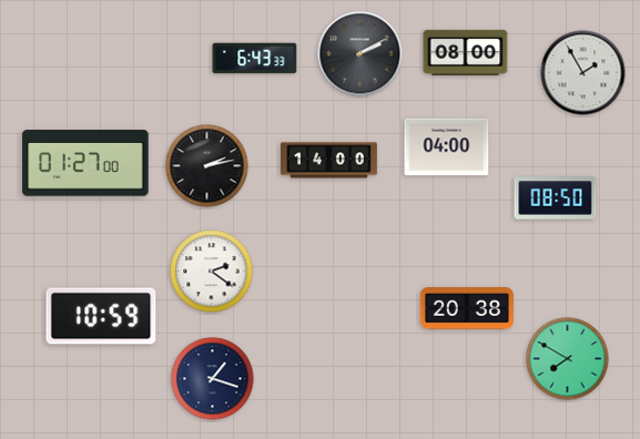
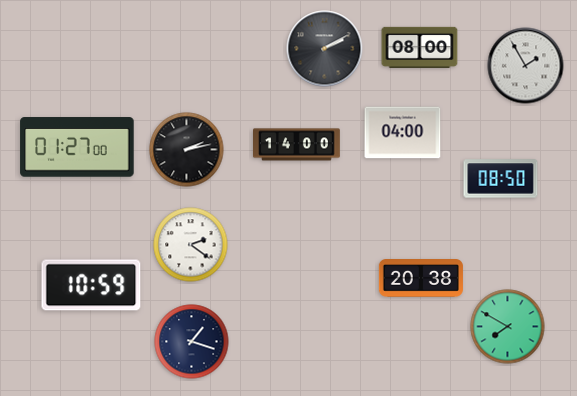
clock at (255, 59): 6:43 -> none
clock at (568, 359) position: (568, 359) -> (508, 327)
